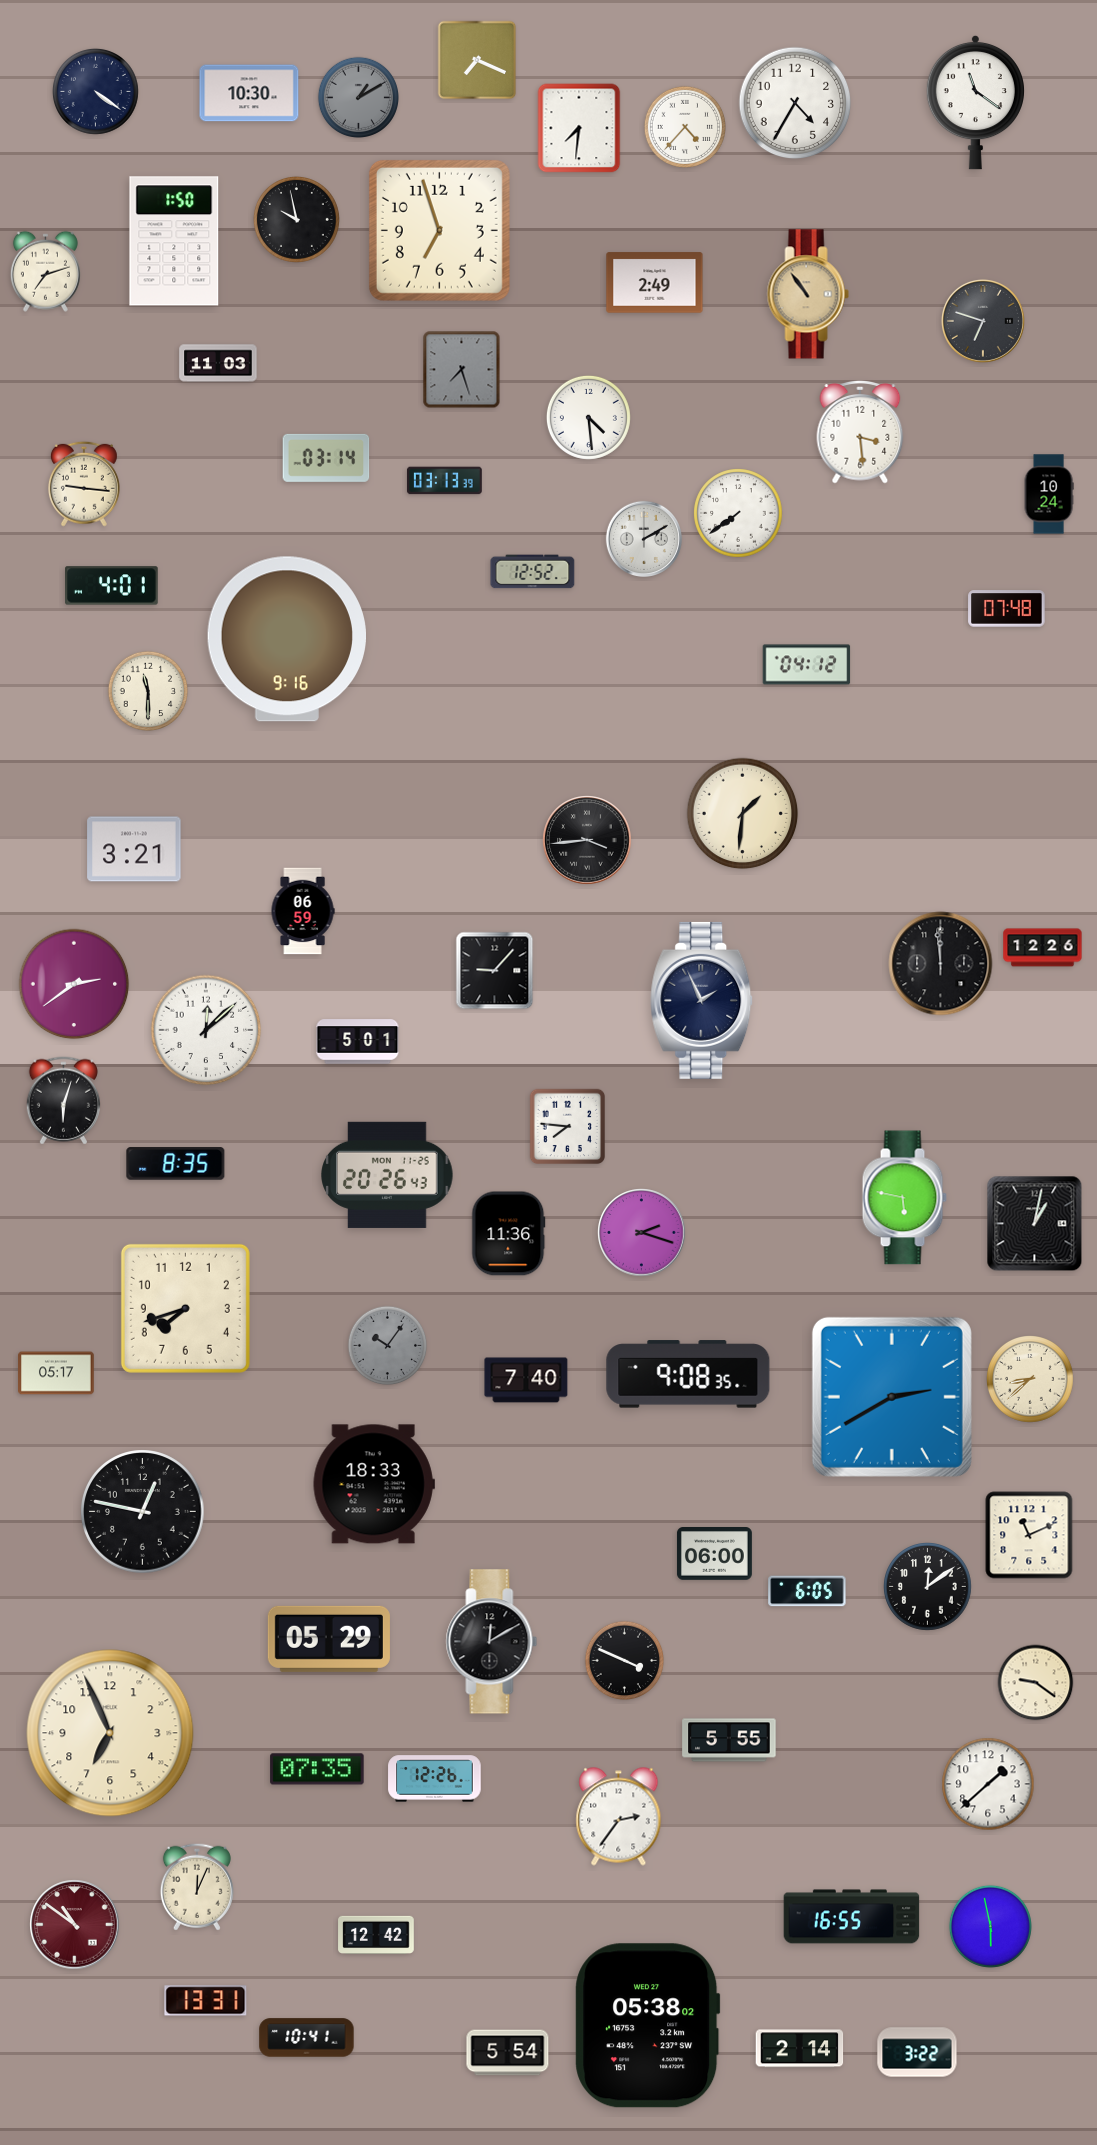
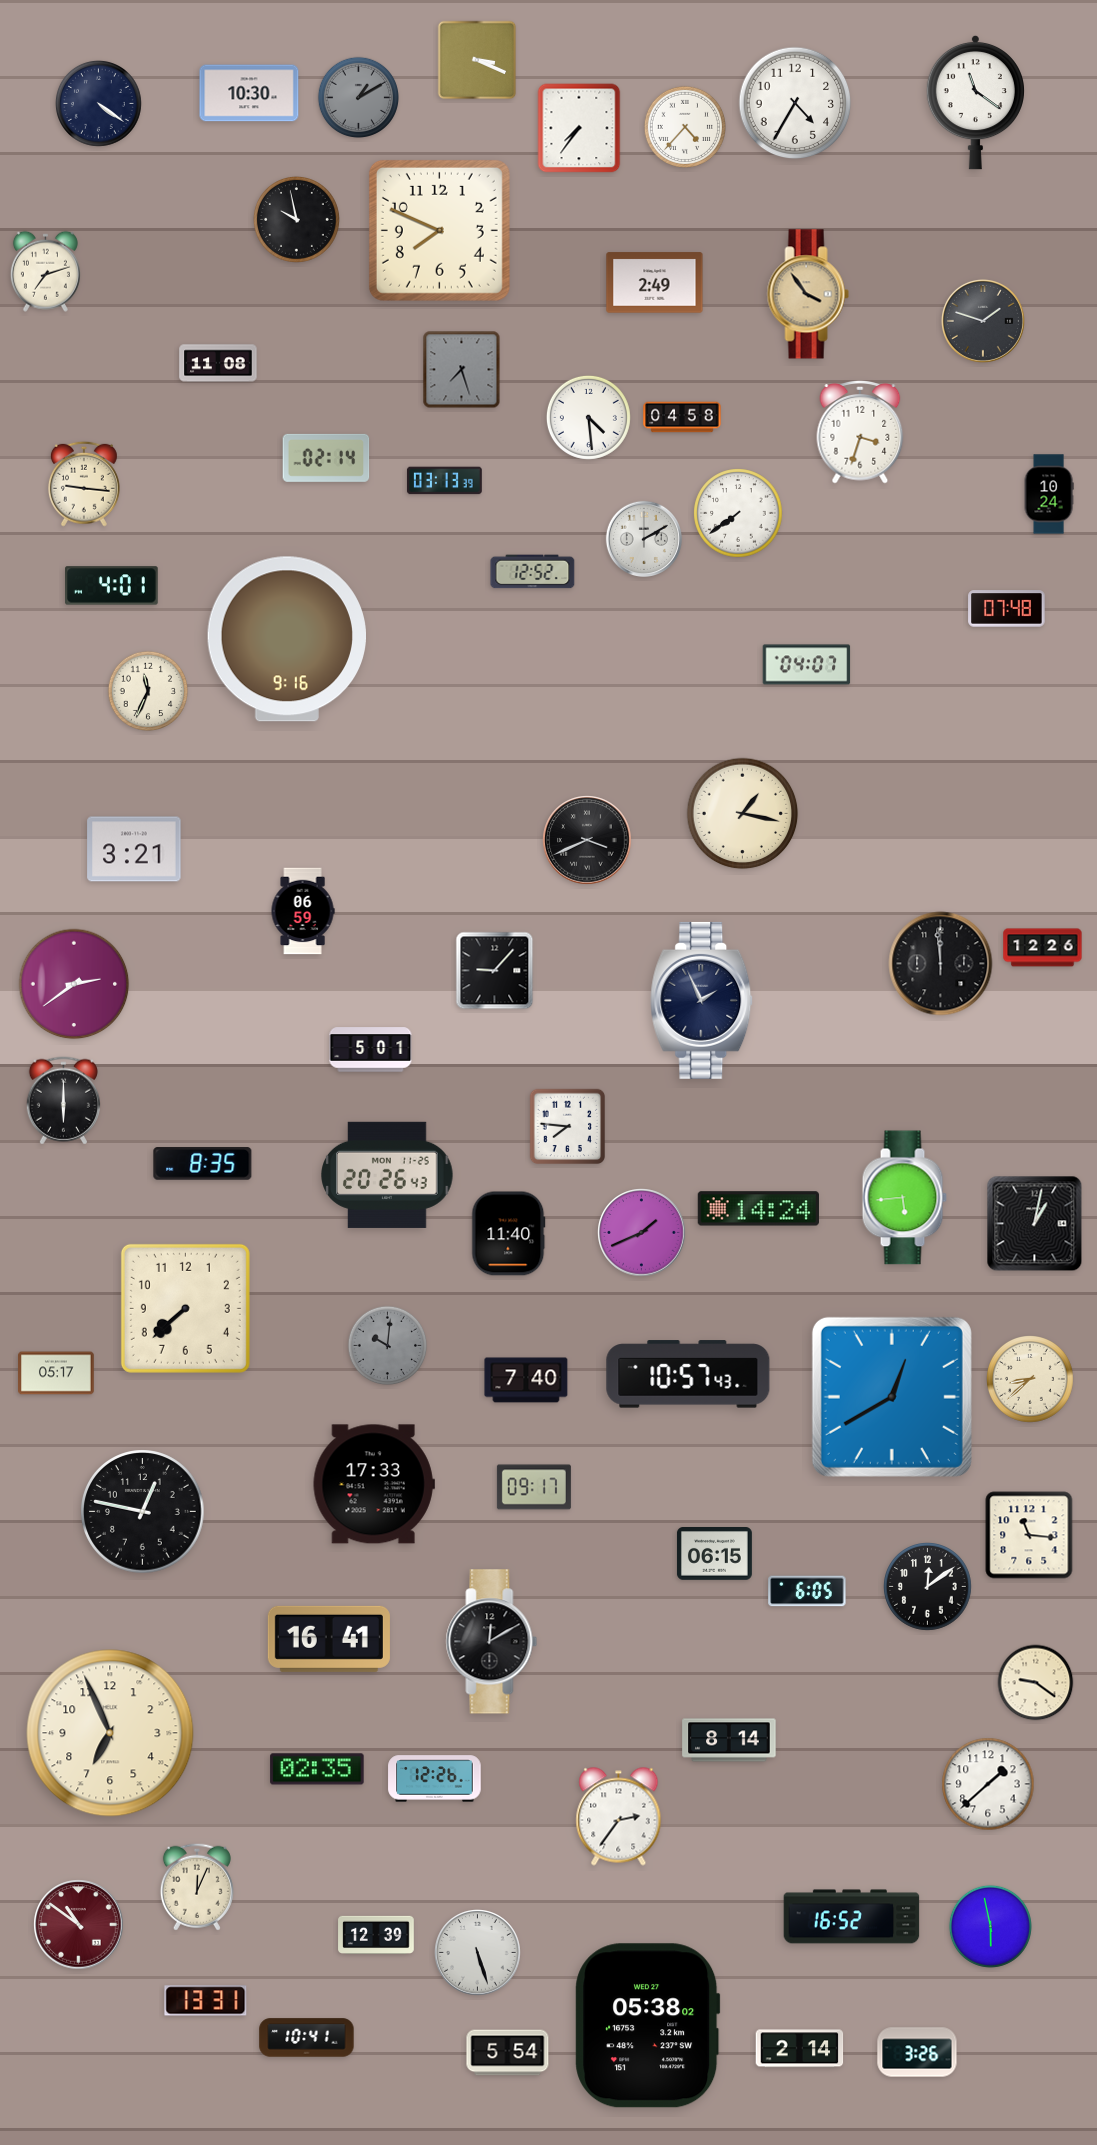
clock at (477, 60): 7:19 -> 3:19
clock at (95, 91) position: (95, 91) -> (98, 103)
clock at (579, 128): 7:31 -> 7:36
clock at (439, 230): 6:57 -> 7:49
clock at (174, 241): 1:50 -> none
clock at (808, 294): 10:54 -> 3:54
clock at (983, 321): 6:48 -> 1:48
clock at (218, 363): 11:03 -> 11:08
clock at (682, 417): none -> 04:58
clock at (860, 433): 3:29 -> 3:33
clock at (326, 458): 03:14 -> 02:14
clock at (807, 665): 04:12 -> 04:07
clock at (148, 691): 11:30 -> 11:34
clock at (743, 814): 1:31 -> 1:17
clock at (587, 840): 3:44 -> 3:41
clock at (206, 1030): 12:08 -> none
clock at (358, 1042) position: (358, 1042) -> (371, 1050)
clock at (63, 1101): 6:03 -> 6:00
clock at (176, 1164) position: (176, 1164) -> (203, 1164)
clock at (904, 1198): 5:47 -> 5:44
clock at (758, 1209): none -> 14:24
clock at (642, 1233): 2:18 -> 1:41
clock at (509, 1234): 11:36 -> 11:40
clock at (185, 1308): 7:42 -> 7:38
clock at (388, 1346): 10:06 -> 10:01
clock at (688, 1374): 9:08 -> 10:57
clock at (892, 1397): 2:40 -> 12:40
clock at (374, 1484): 18:33 -> 17:33
clock at (534, 1487): none -> 09:17
clock at (1029, 1535): 11:11 -> 11:16
clock at (714, 1554): 06:00 -> 06:15
clock at (329, 1639): 05:29 -> 16:41
clock at (625, 1661): 3:49 -> none
clock at (729, 1740): 5:55 -> 8:14
clock at (317, 1769): 07:35 -> 02:35
clock at (852, 1917): 16:55 -> 16:52
clock at (75, 1925) position: (75, 1925) -> (79, 1925)
clock at (376, 1935): 12:42 -> 12:39
clock at (478, 1953): none -> 5:27
clock at (917, 2052): 3:22 -> 3:26
